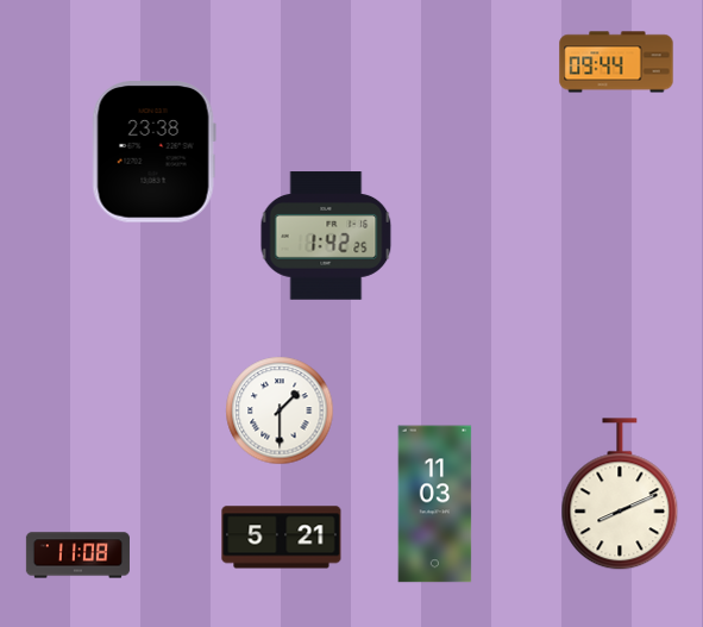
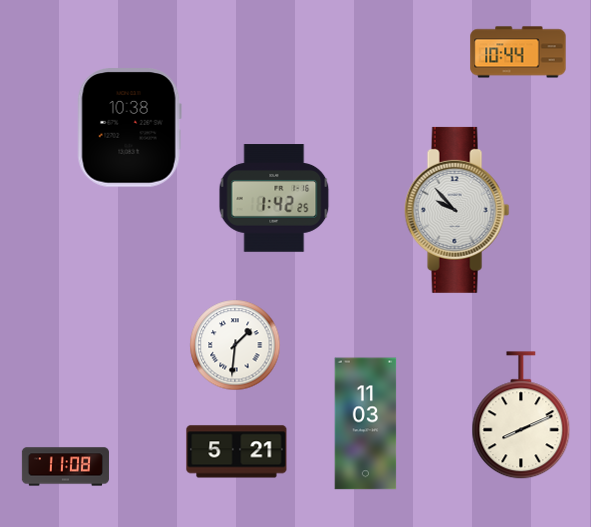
clock at (616, 62): 09:44 -> 10:44
clock at (153, 152): 23:38 -> 10:38
clock at (457, 210): none -> 9:53
clock at (280, 410): 1:30 -> 1:31
